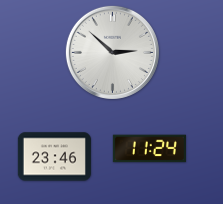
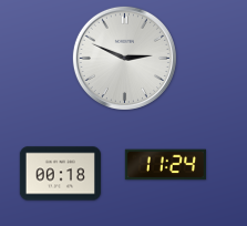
clock at (112, 52): 2:52 -> 2:49
clock at (54, 157): 23:46 -> 00:18
